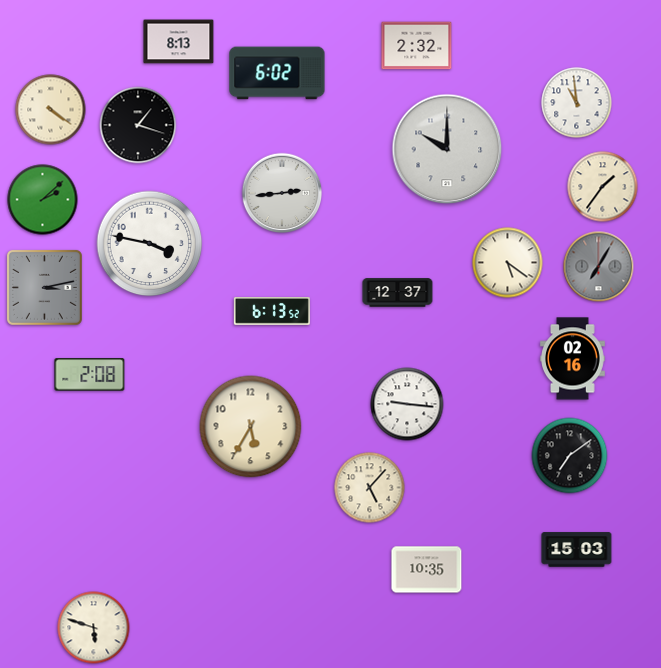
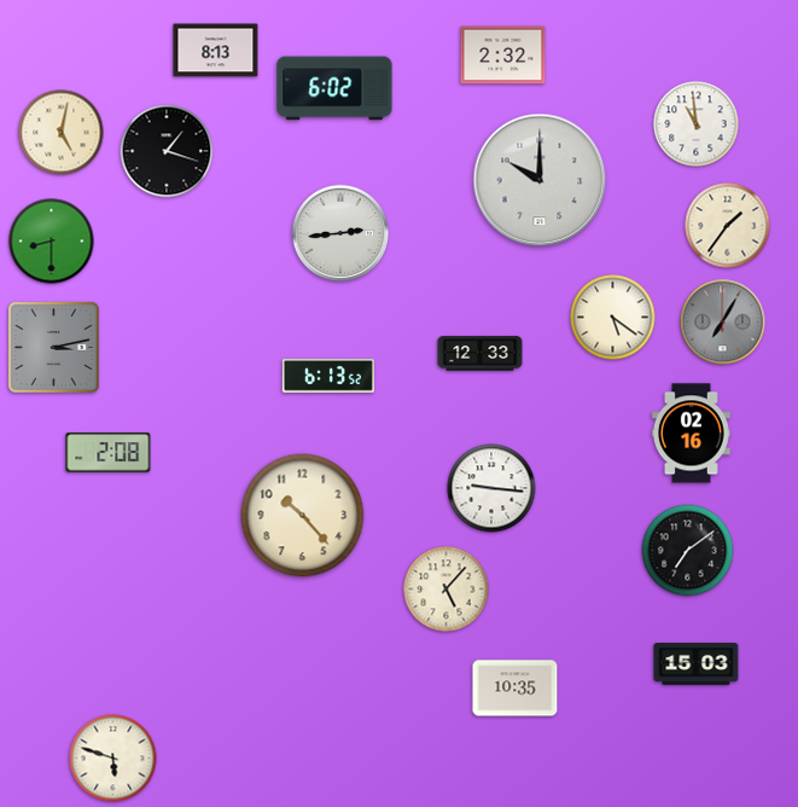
clock at (51, 110): 4:21 -> 5:02
clock at (43, 200): 2:08 -> 8:30
clock at (150, 244): 3:47 -> none
clock at (398, 293): 12:37 -> 12:33
clock at (251, 427): 5:35 -> 10:23
